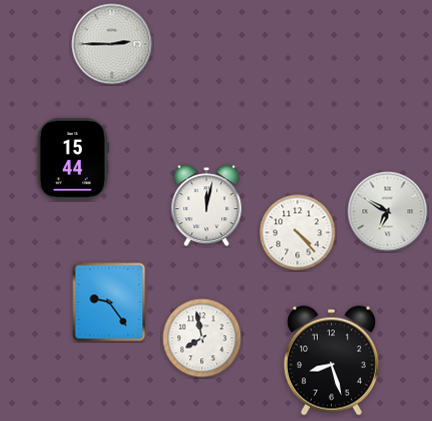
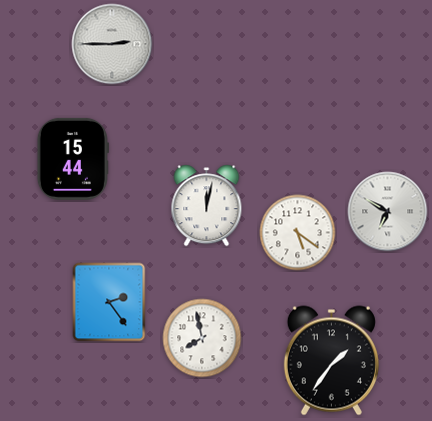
clock at (298, 233): 4:23 -> 5:21
clock at (109, 302): 9:24 -> 2:24
clock at (331, 361): 8:27 -> 1:36
